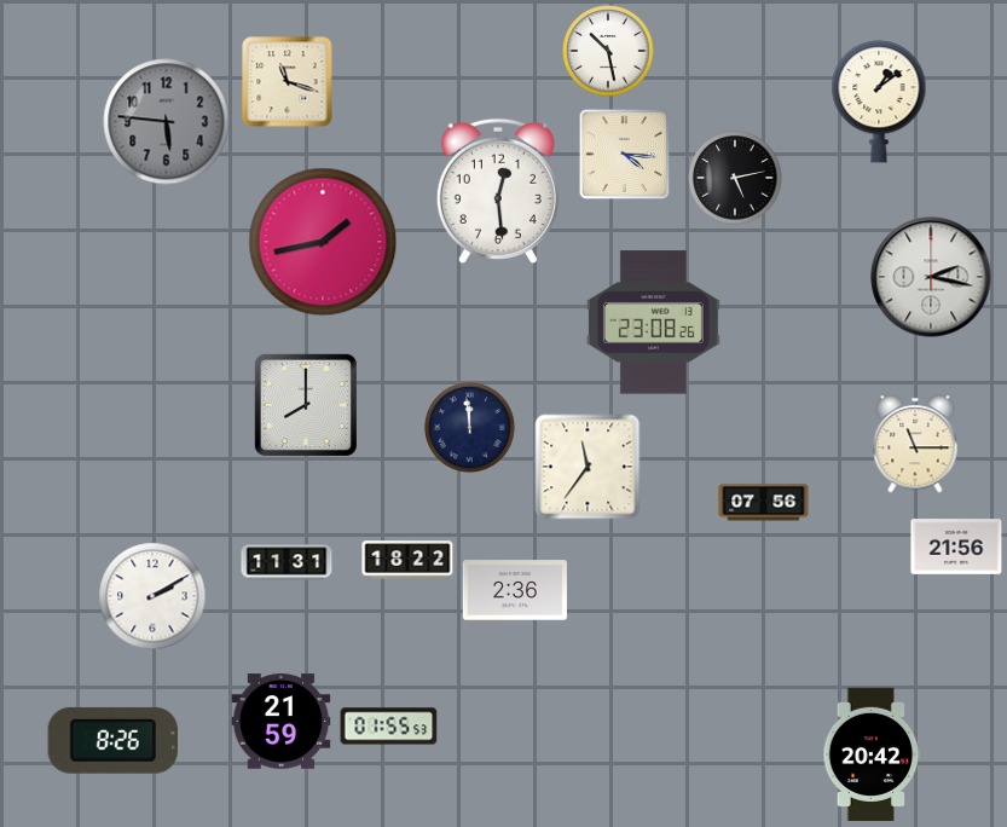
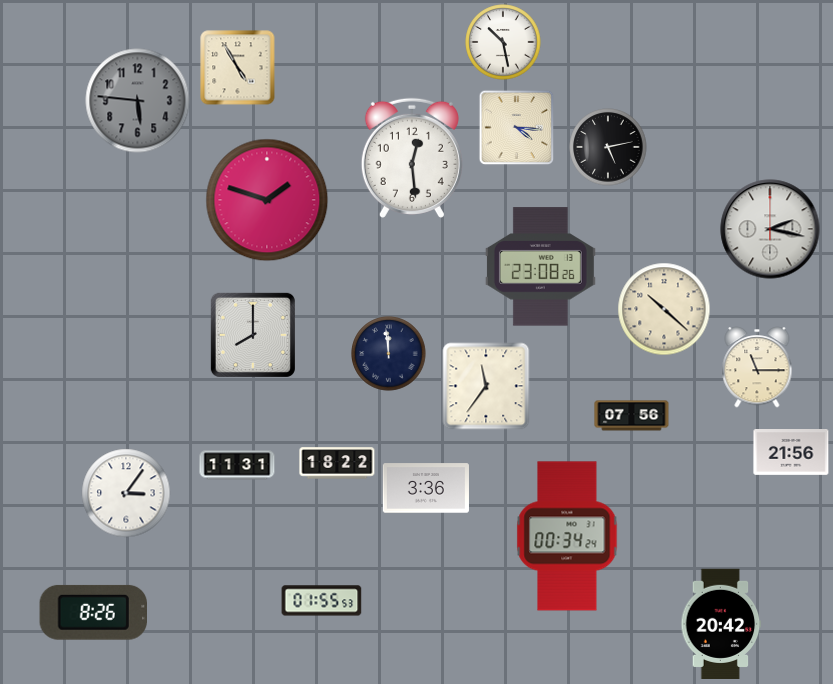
clock at (288, 82): 11:18 -> 4:55
clock at (879, 102): 1:09 -> none
clock at (323, 242): 1:43 -> 1:48
clock at (664, 309): none -> 10:22
clock at (515, 590): 2:36 -> 3:36
clock at (152, 596): 2:10 -> 3:06
clock at (567, 536): none -> 00:34
clock at (282, 722): 21:59 -> none
